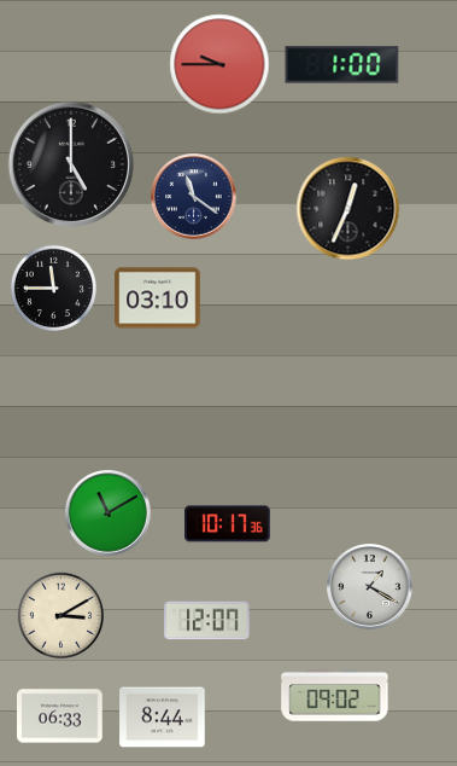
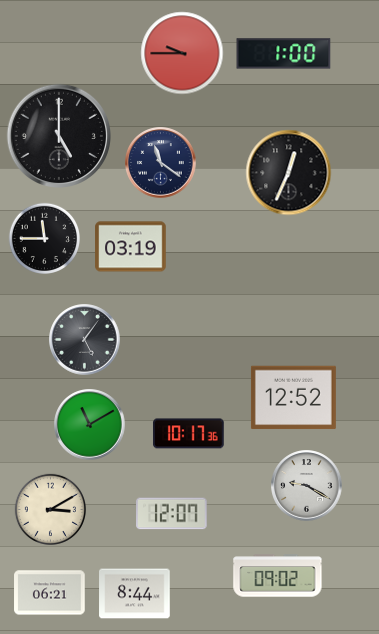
clock at (158, 298): 03:10 -> 03:19
clock at (85, 340): none -> 5:06
clock at (293, 398): none -> 12:52
clock at (370, 587): 1:20 -> 9:20
clock at (60, 716): 06:33 -> 06:21
